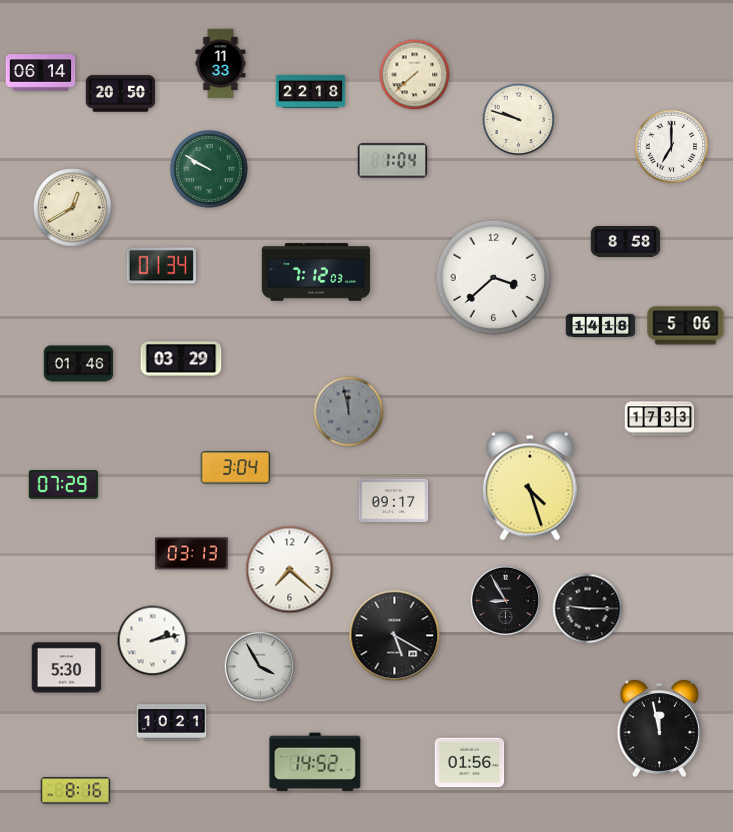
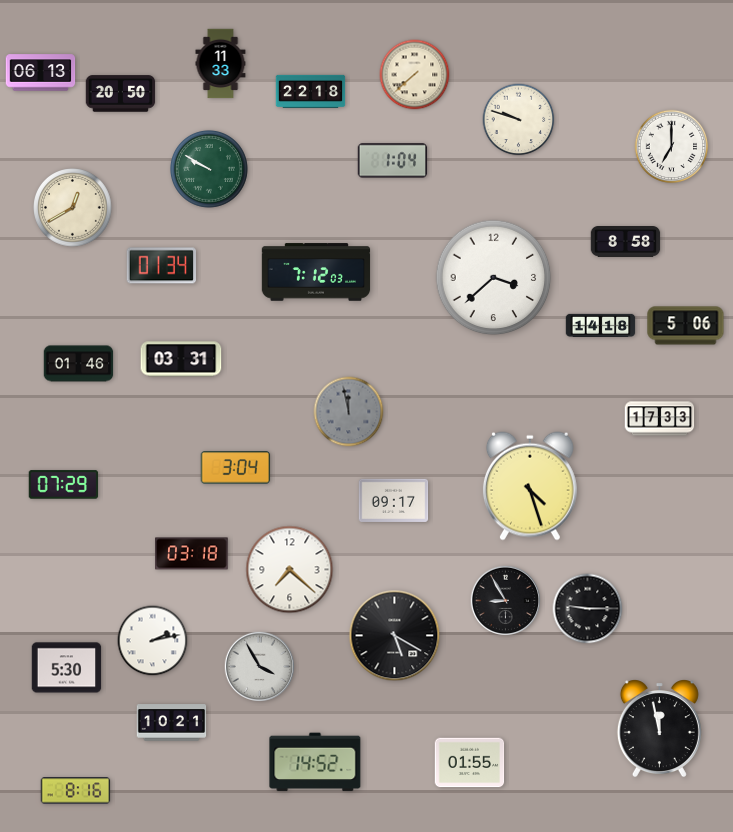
clock at (41, 73): 06:14 -> 06:13
clock at (181, 359): 03:29 -> 03:31
clock at (192, 554): 03:13 -> 03:18
clock at (470, 763): 01:56 -> 01:55
